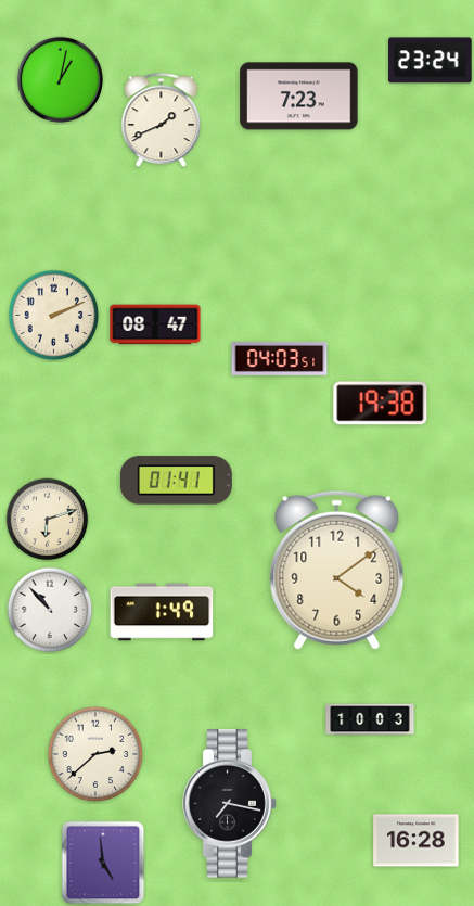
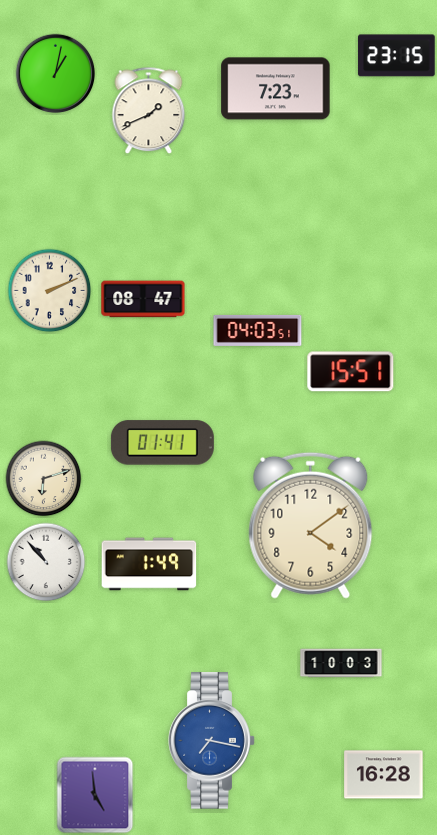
clock at (431, 61): 23:24 -> 23:15
clock at (381, 404): 19:38 -> 15:51
clock at (95, 754): 2:38 -> none
clock at (230, 804) dial: black -> blue
